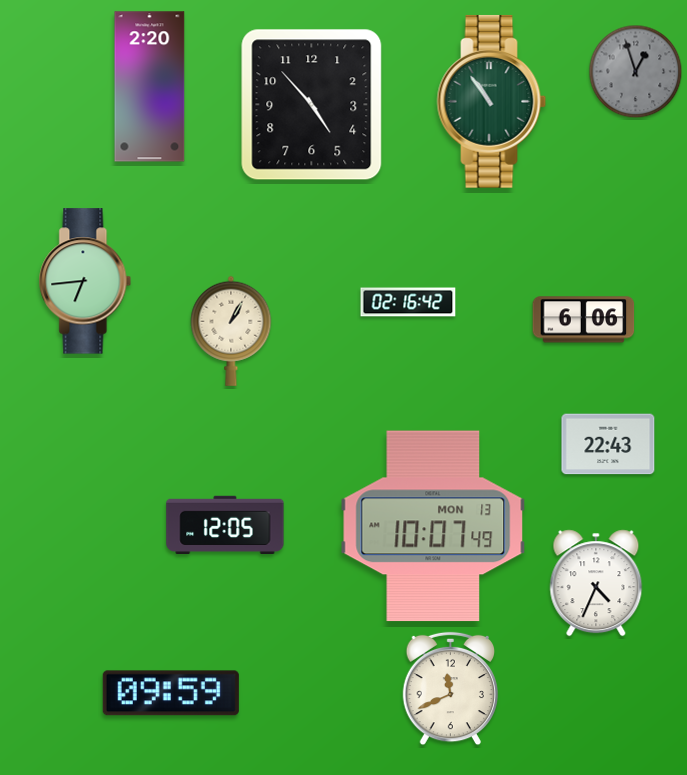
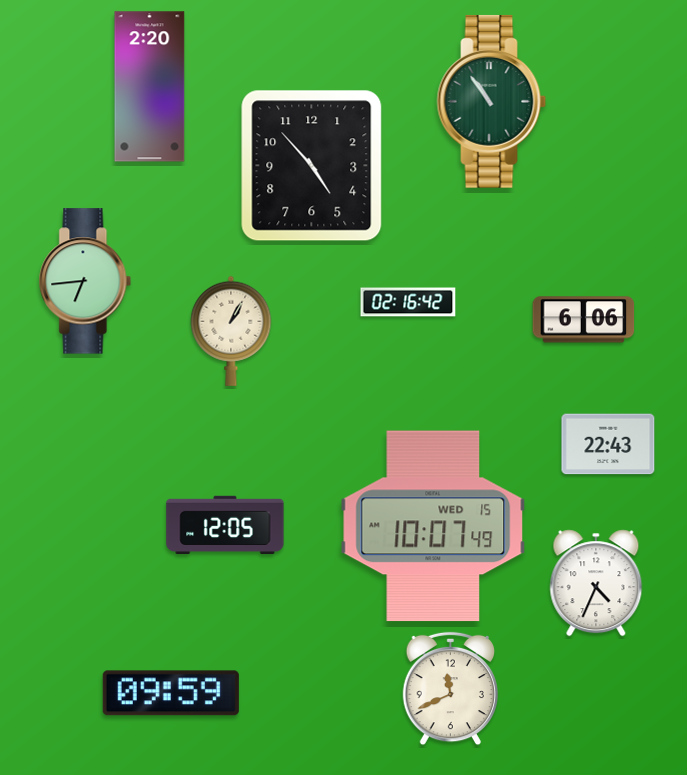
clock at (636, 72): 12:57 -> none
clock at (312, 105) position: (312, 105) -> (312, 166)
clock at (433, 526) date: MON 13 -> WED 15
